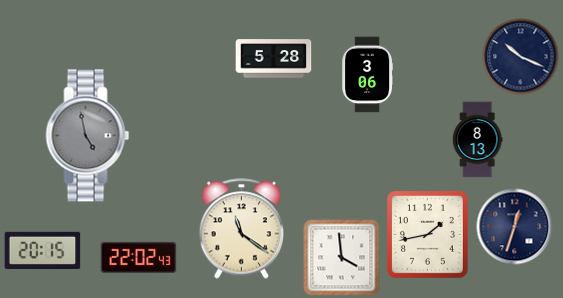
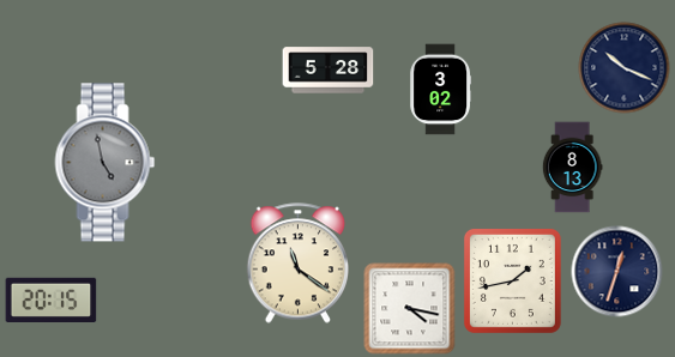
clock at (367, 75): 3:06 -> 3:02
clock at (241, 229) position: (241, 229) -> (297, 264)
clock at (139, 257): 22:02 -> none
clock at (342, 258): 3:59 -> 4:17
